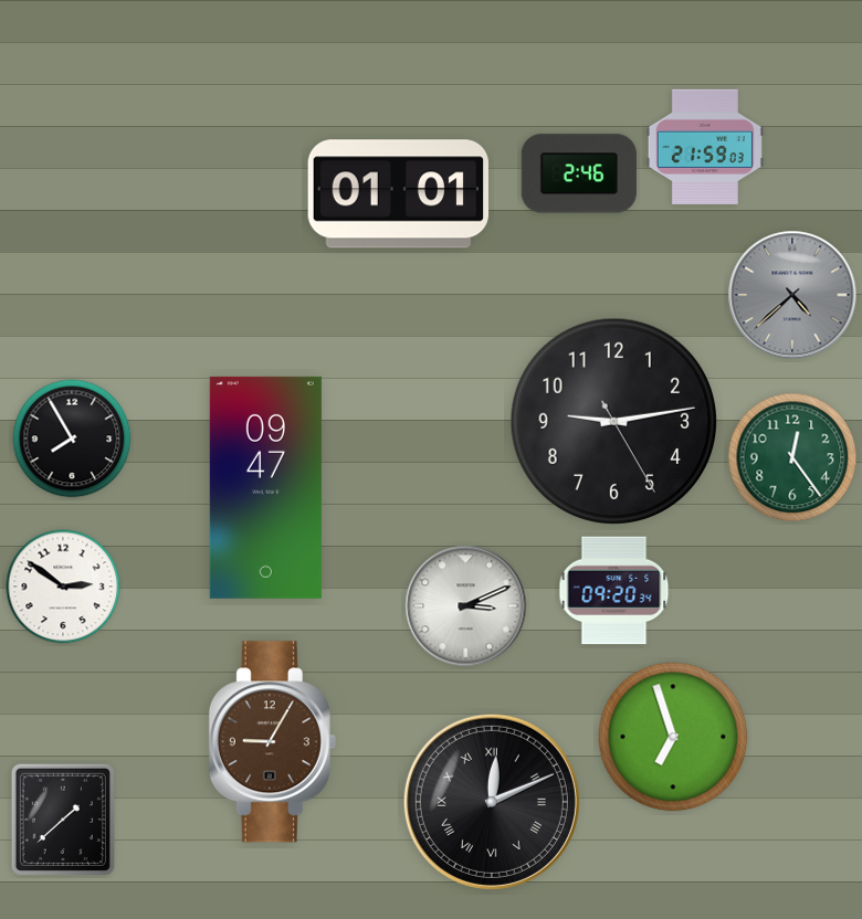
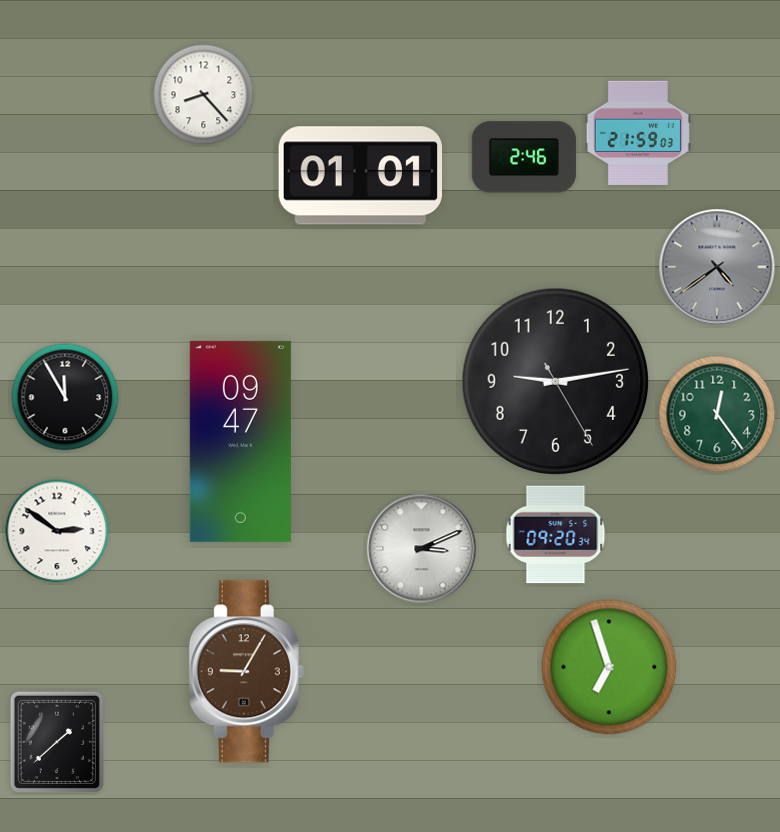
clock at (204, 95): none -> 8:23
clock at (792, 295): 4:38 -> 4:39
clock at (72, 439): 7:55 -> 11:55
clock at (492, 802): 12:11 -> none
